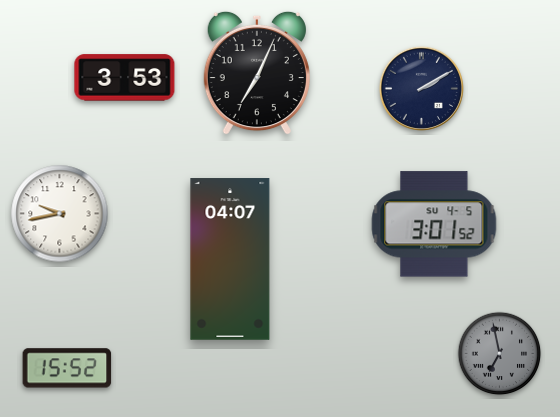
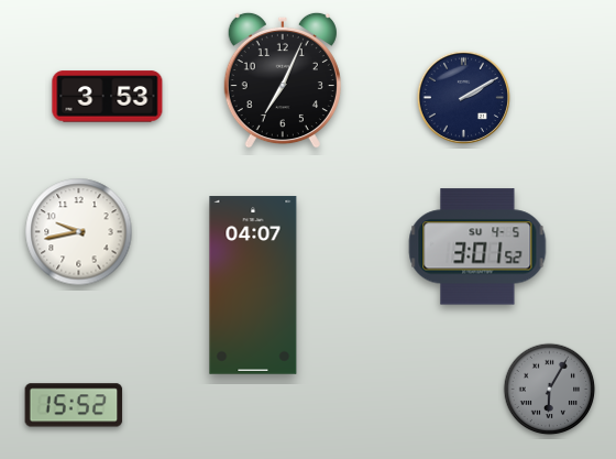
clock at (125, 78) position: (125, 78) -> (108, 97)
clock at (60, 214) position: (60, 214) -> (79, 232)
clock at (500, 354): 6:58 -> 6:05
